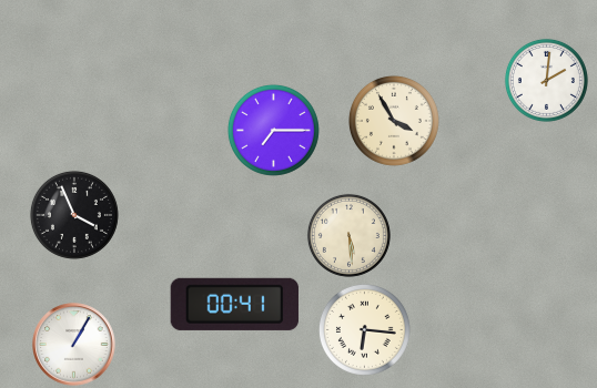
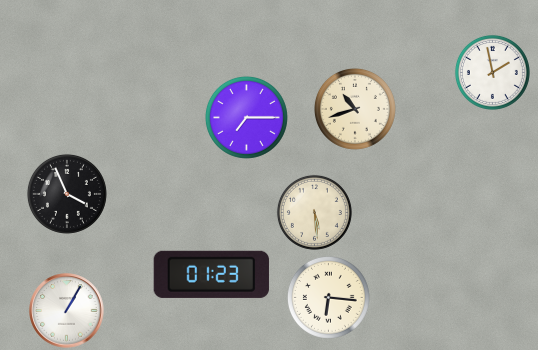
clock at (546, 80): 2:01 -> 1:58
clock at (394, 121): 3:55 -> 10:42
clock at (234, 304): 00:41 -> 01:23
